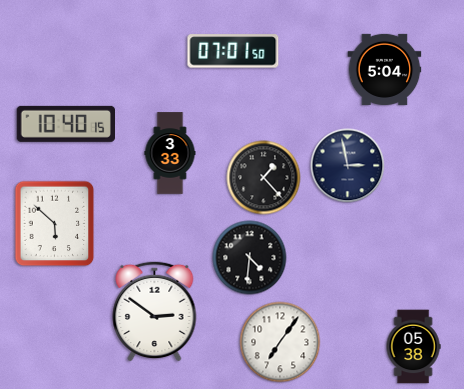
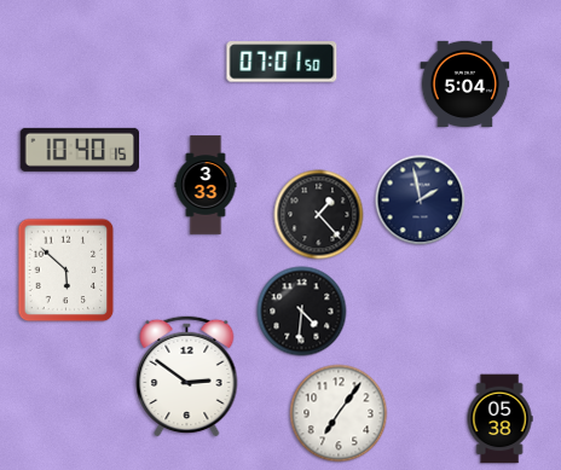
clock at (348, 166): 2:58 -> 1:58
